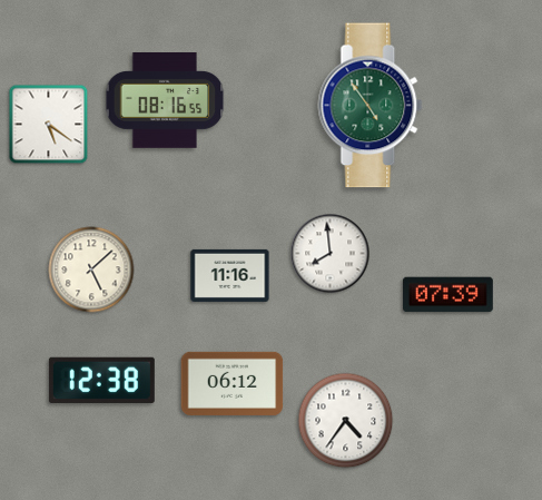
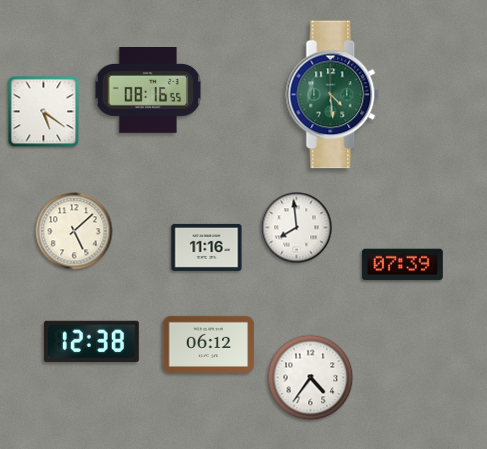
clock at (371, 106): 4:54 -> 4:29
clock at (91, 269) position: (91, 269) -> (74, 231)
